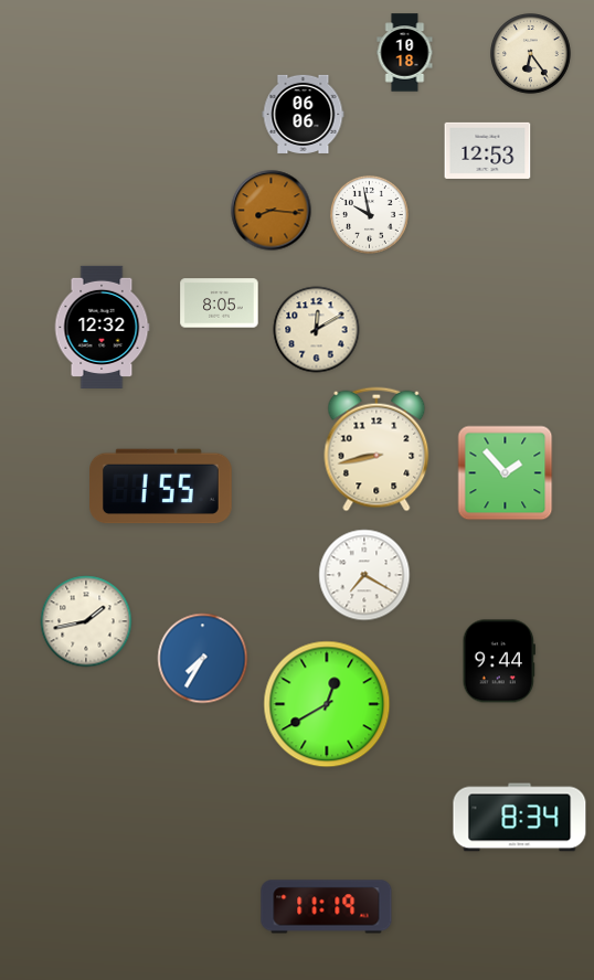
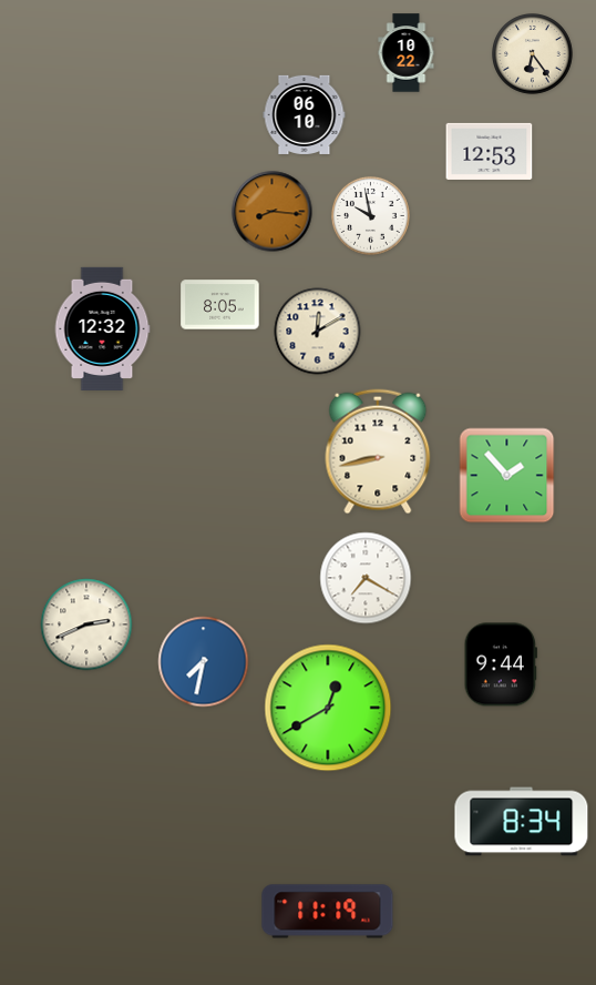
clock at (405, 53): 10:18 -> 10:22
clock at (304, 114): 06:06 -> 06:10
clock at (161, 487): 1:55 -> none
clock at (86, 621): 1:43 -> 2:41
clock at (203, 659): 7:35 -> 7:32
